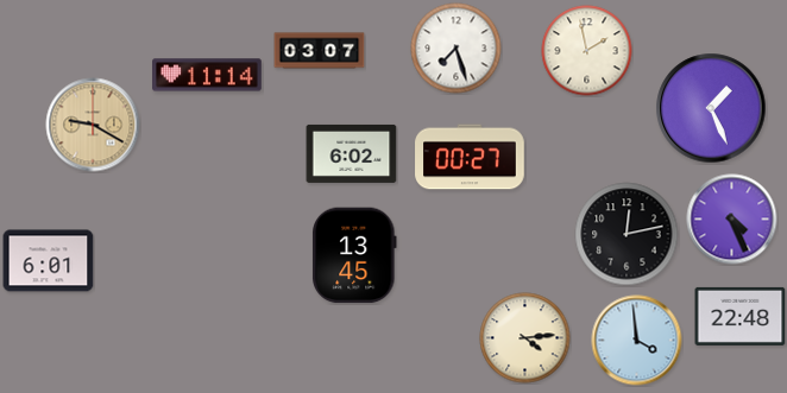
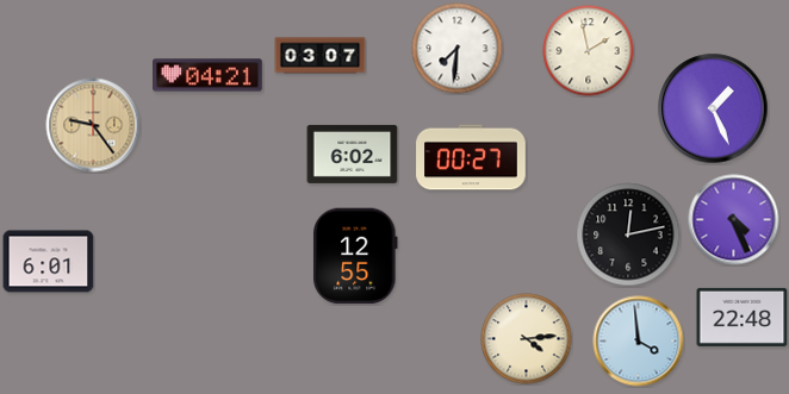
clock at (457, 49): 7:27 -> 7:31
clock at (320, 51) position: (320, 51) -> (321, 56)
clock at (207, 75): 11:14 -> 04:21
clock at (93, 125): 9:20 -> 9:24
clock at (355, 255): 13:45 -> 12:55
